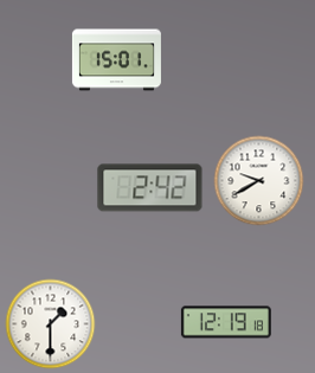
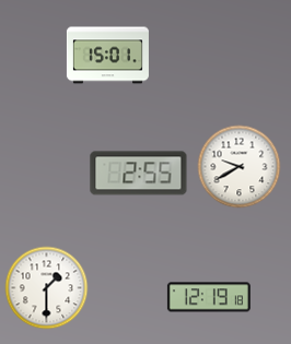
clock at (150, 188): 2:42 -> 2:55
clock at (51, 324) position: (51, 324) -> (47, 288)
